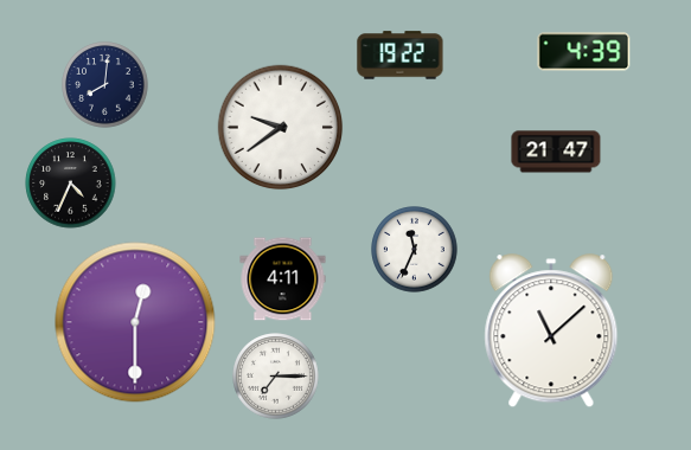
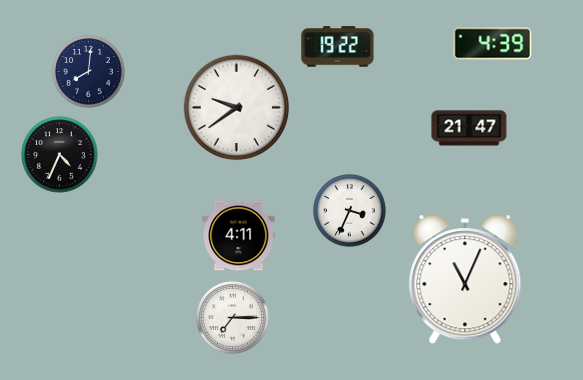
clock at (415, 250): 11:34 -> 3:34
clock at (135, 322): 12:30 -> none
clock at (551, 332): 11:08 -> 11:04
